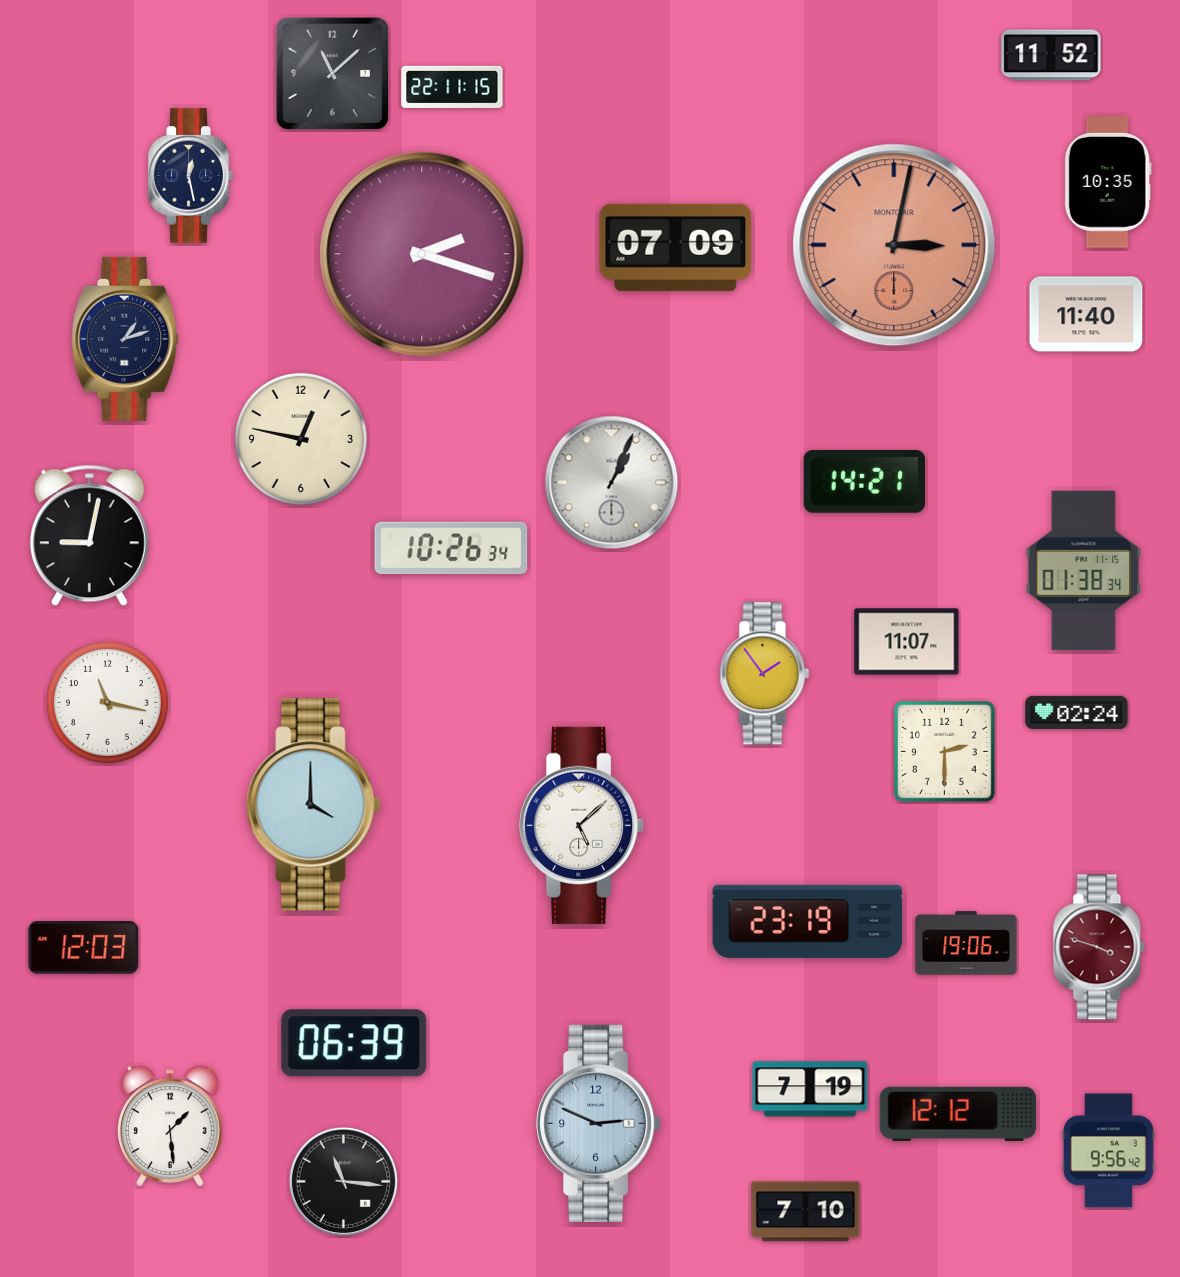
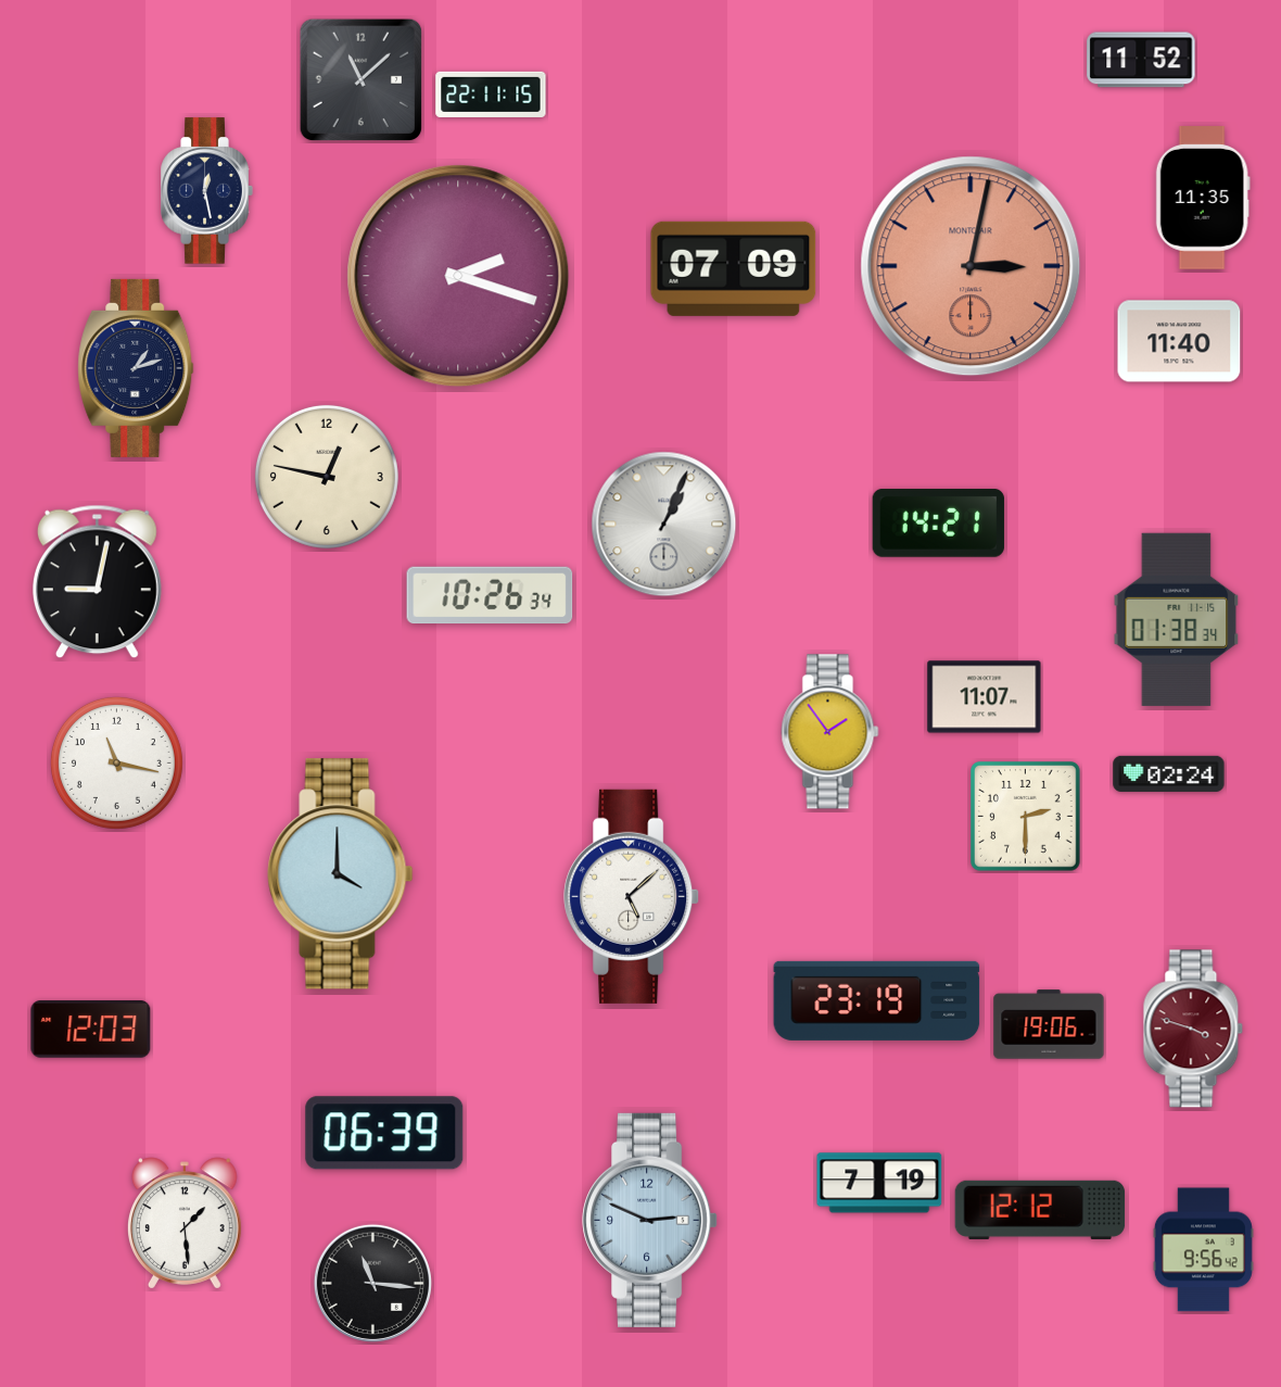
clock at (1108, 183): 10:35 -> 11:35
clock at (806, 1212): 7:10 -> none
